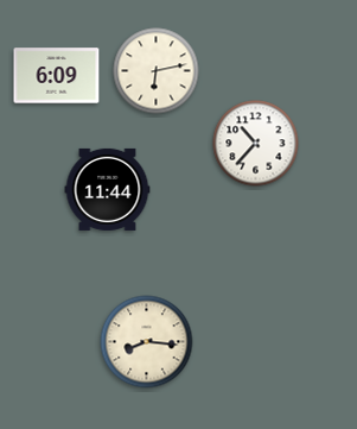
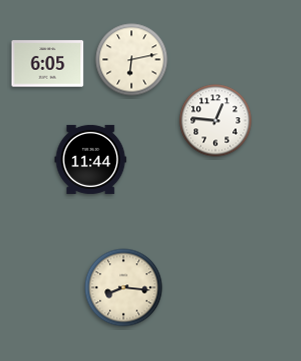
clock at (57, 76): 6:09 -> 6:05
clock at (256, 144): 10:37 -> 12:46
